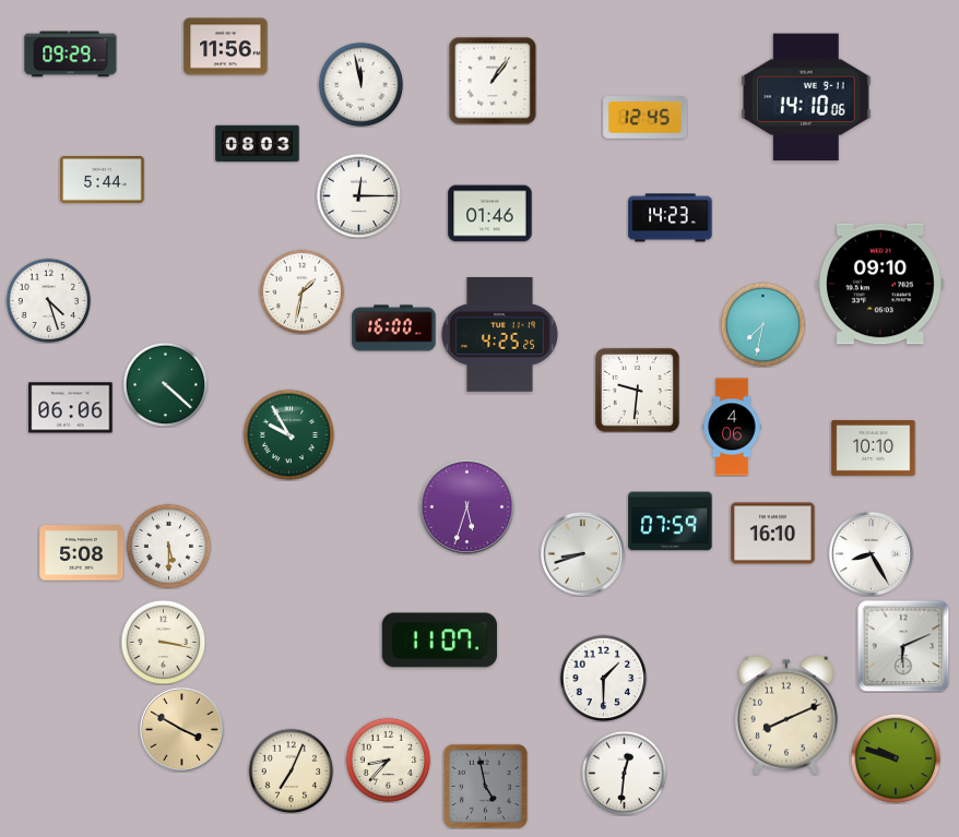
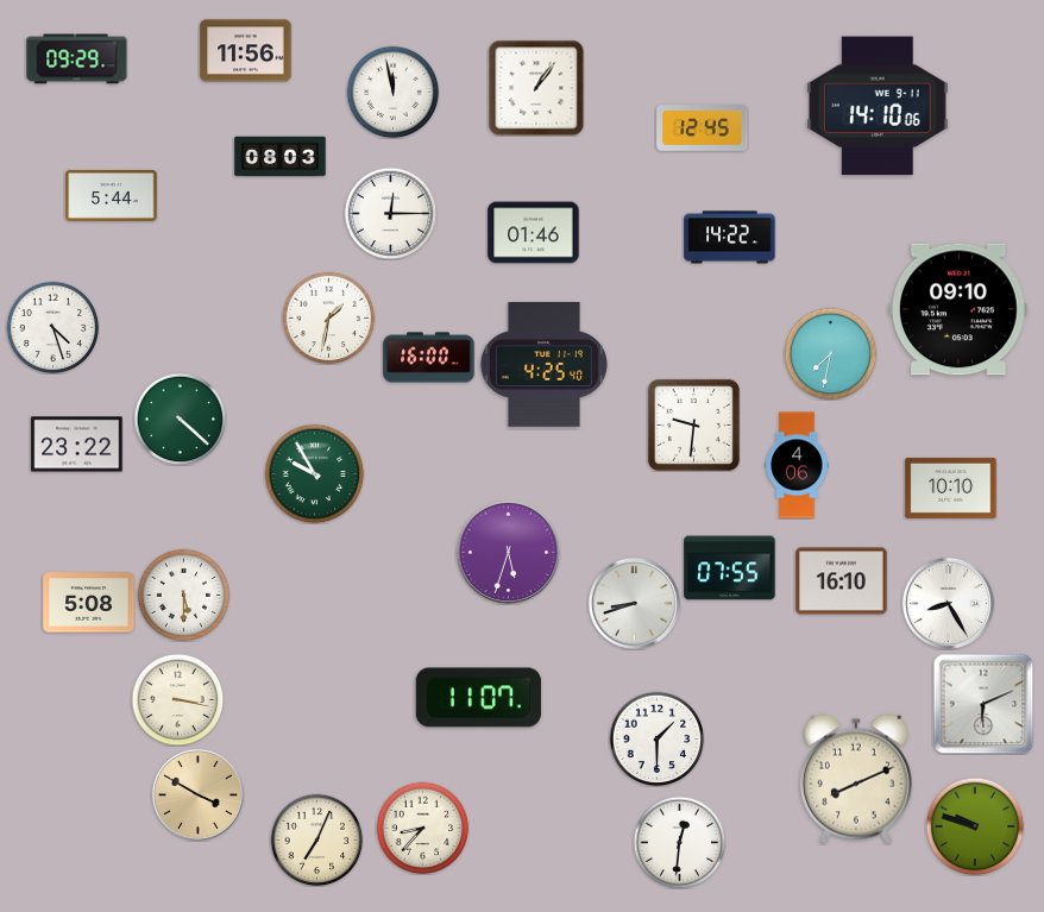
clock at (671, 218): 14:23 -> 14:22
clock at (499, 335): 4:25:25 -> 4:25:40
clock at (71, 408): 06:06 -> 23:22
clock at (671, 522): 07:59 -> 07:55
clock at (485, 786): 4:58 -> none
